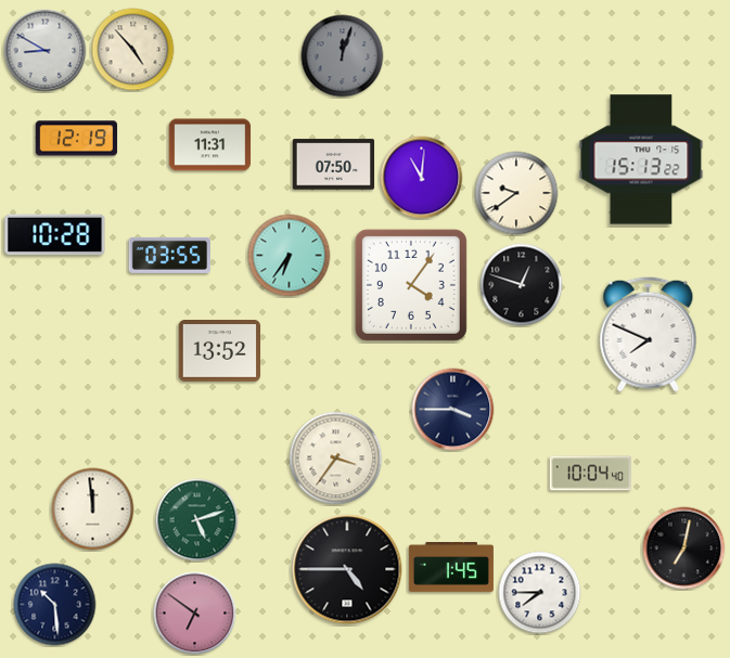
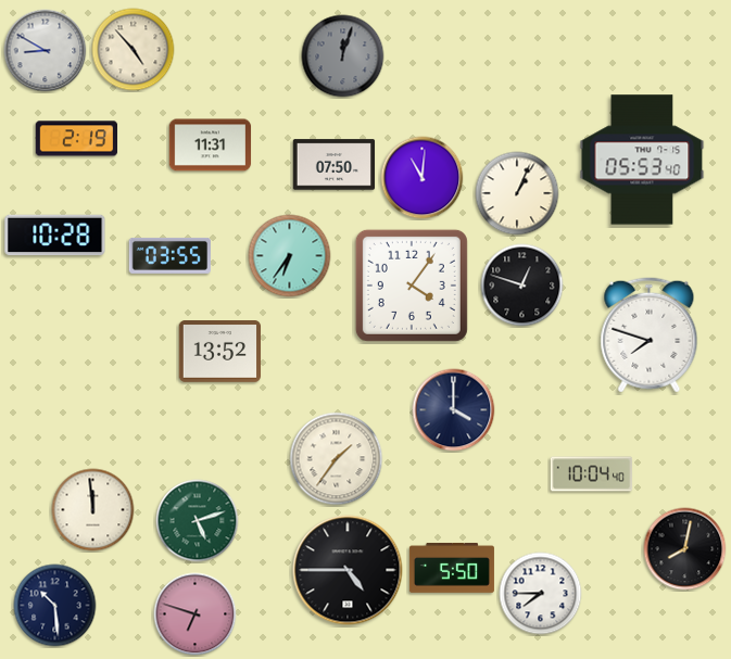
clock at (77, 139): 12:19 -> 2:19
clock at (641, 159): 15:13 -> 05:53
clock at (516, 193): 9:39 -> 1:04
clock at (649, 335): 7:49 -> 7:48
clock at (453, 410): 3:45 -> 4:00
clock at (336, 459): 3:36 -> 1:36
clock at (684, 549): 7:02 -> 8:02
clock at (451, 567): 1:45 -> 5:50
clock at (195, 614): 6:51 -> 6:48
